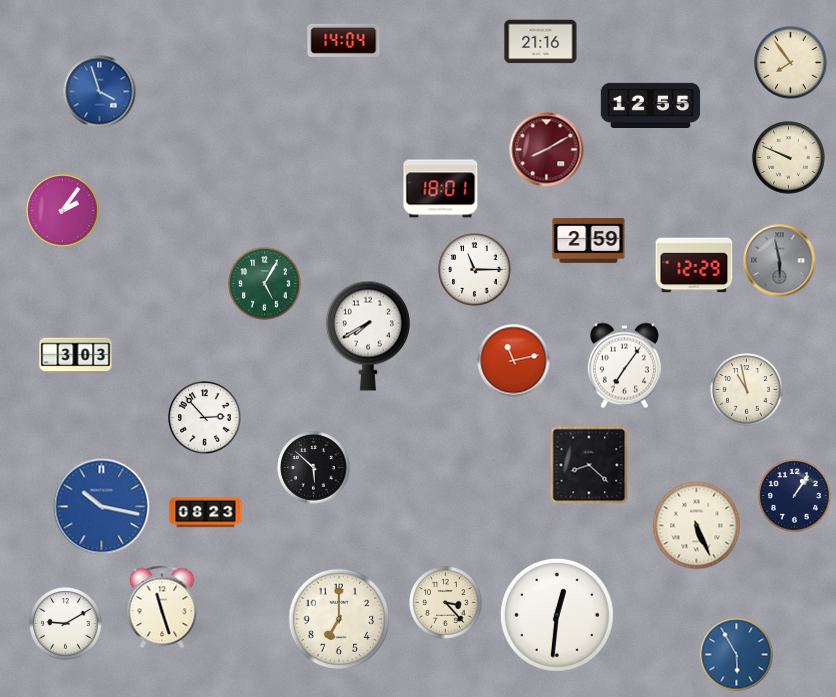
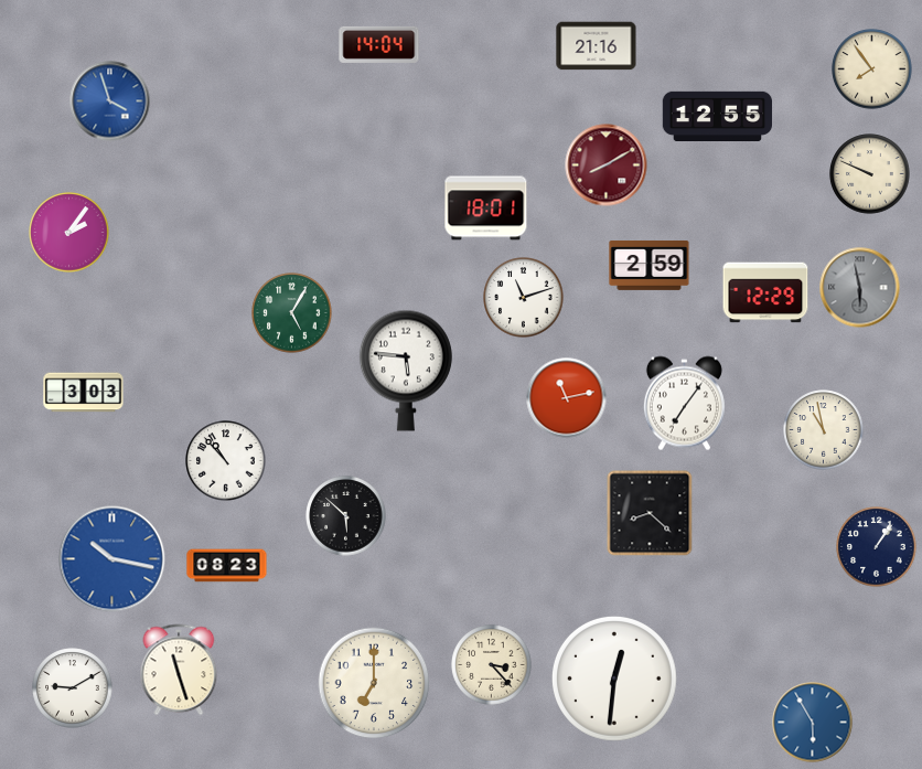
clock at (547, 150) position: (547, 150) -> (607, 165)
clock at (475, 270): 11:15 -> 11:12
clock at (368, 336): 7:40 -> 5:46
clock at (624, 366) position: (624, 366) -> (684, 404)
clock at (205, 418): 2:53 -> 10:53
clock at (697, 526): 5:26 -> none
